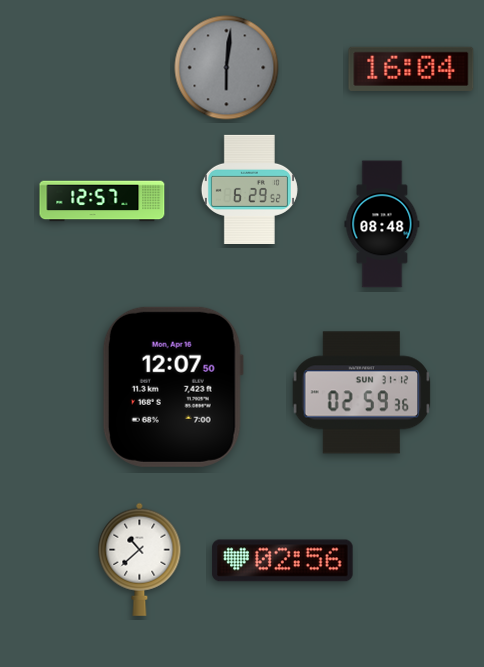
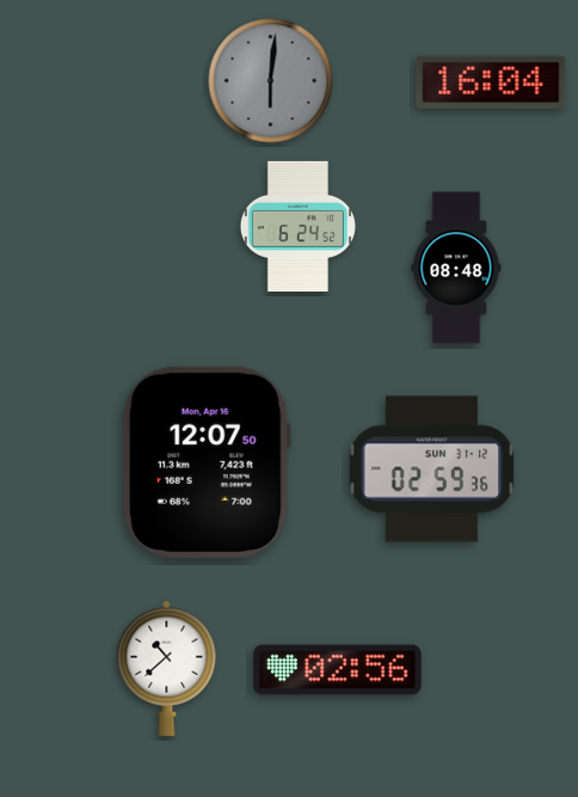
clock at (249, 189): 6:29 -> 6:24
clock at (102, 201): 12:57 -> none
